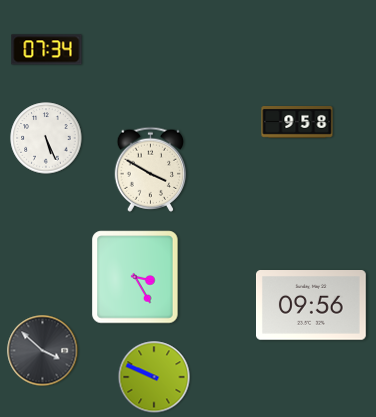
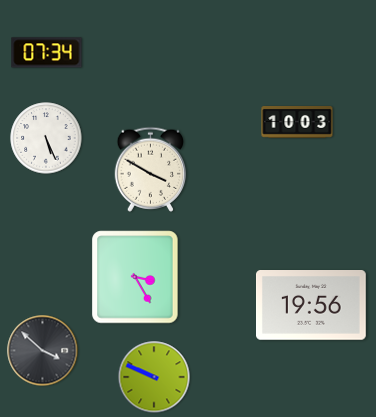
clock at (47, 50) position: (47, 50) -> (47, 53)
clock at (297, 123): 9:58 -> 10:03
clock at (312, 306): 09:56 -> 19:56
